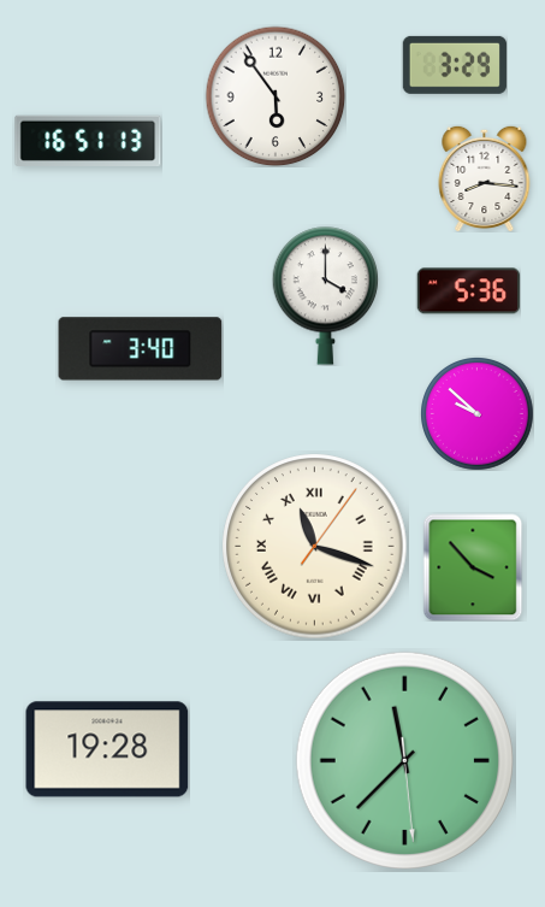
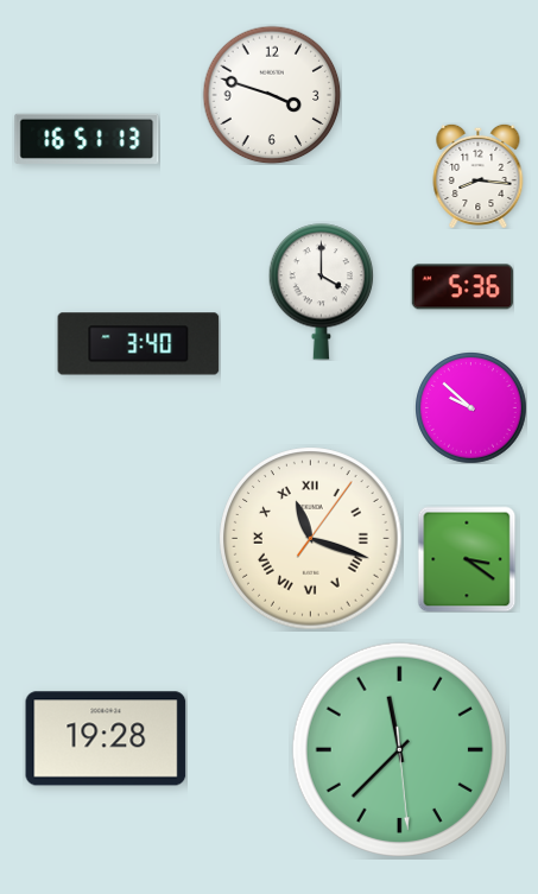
clock at (455, 65): 3:29 -> none
clock at (276, 96): 5:54 -> 3:48
clock at (473, 567): 3:53 -> 3:21
